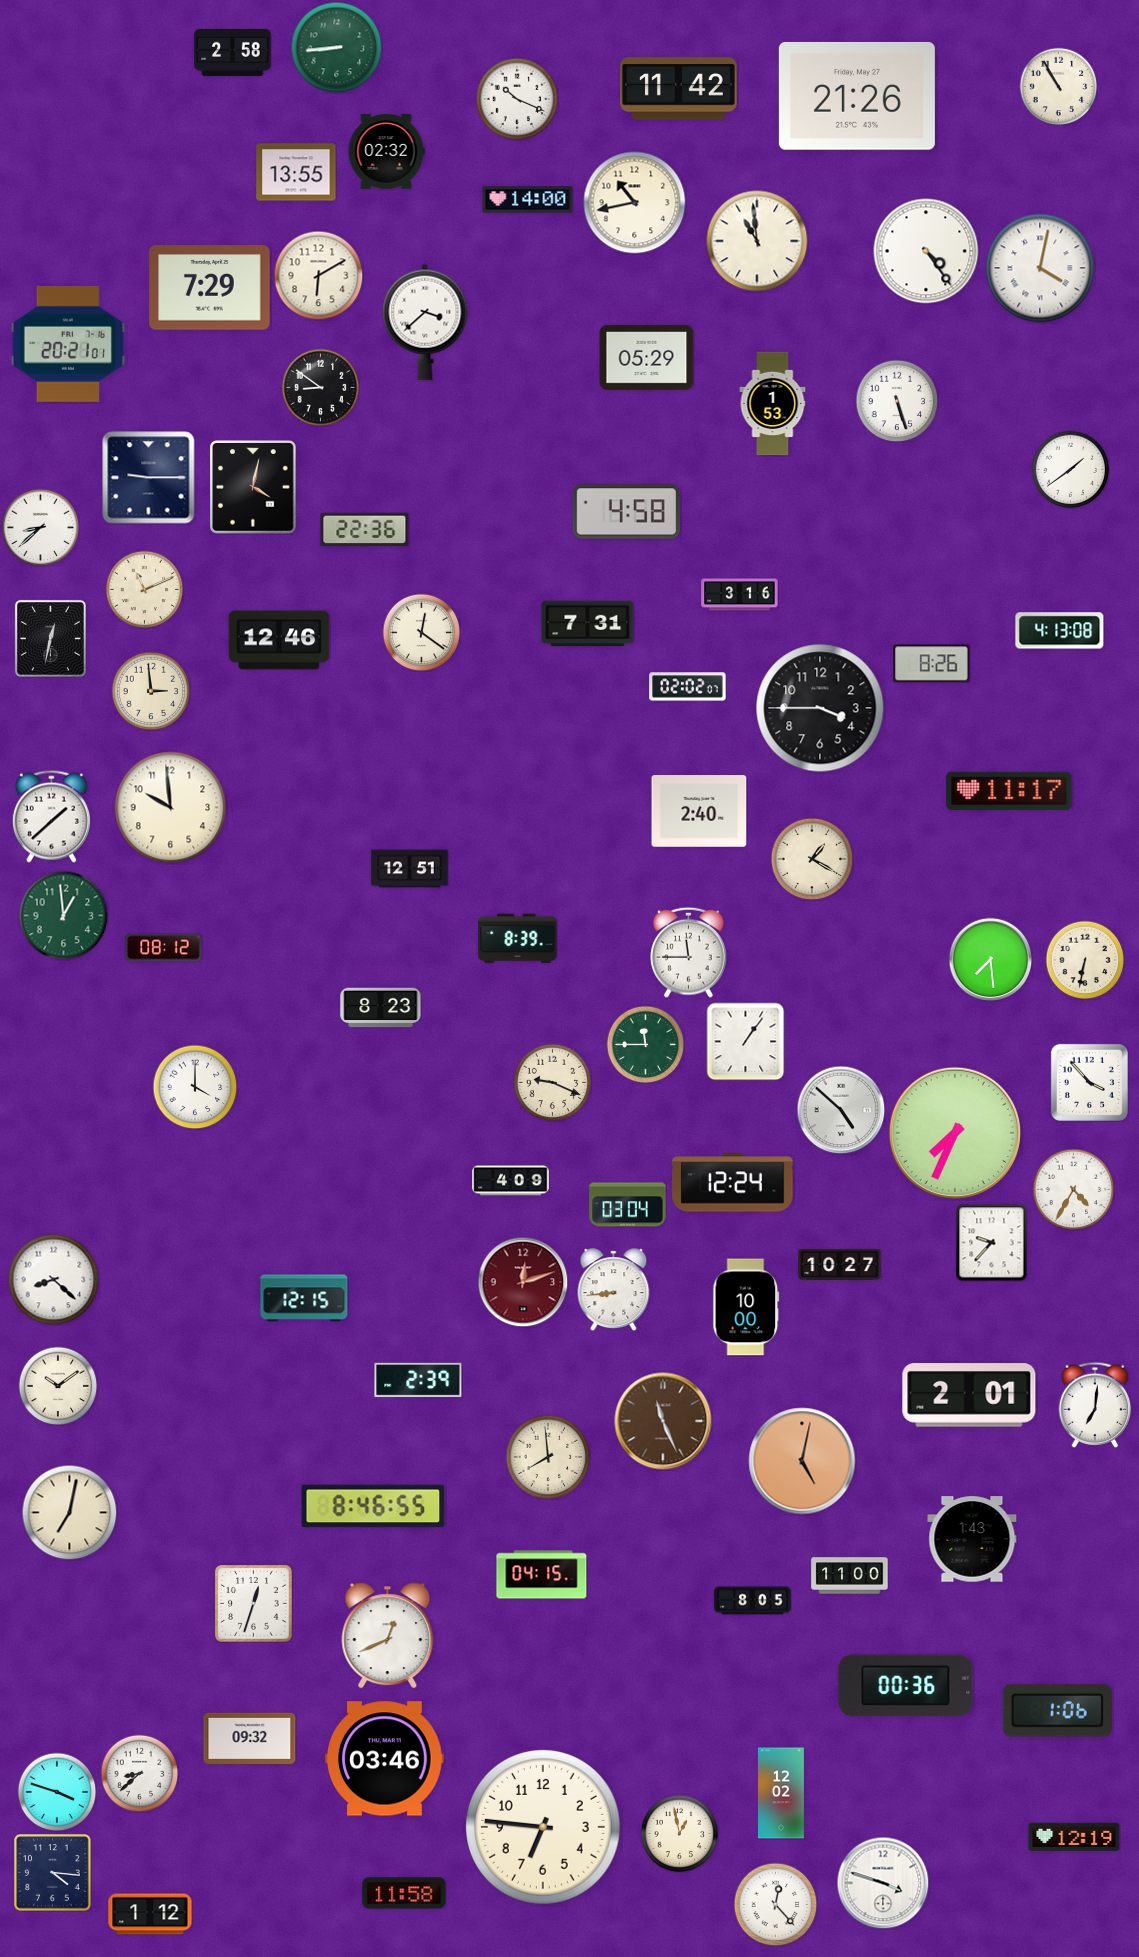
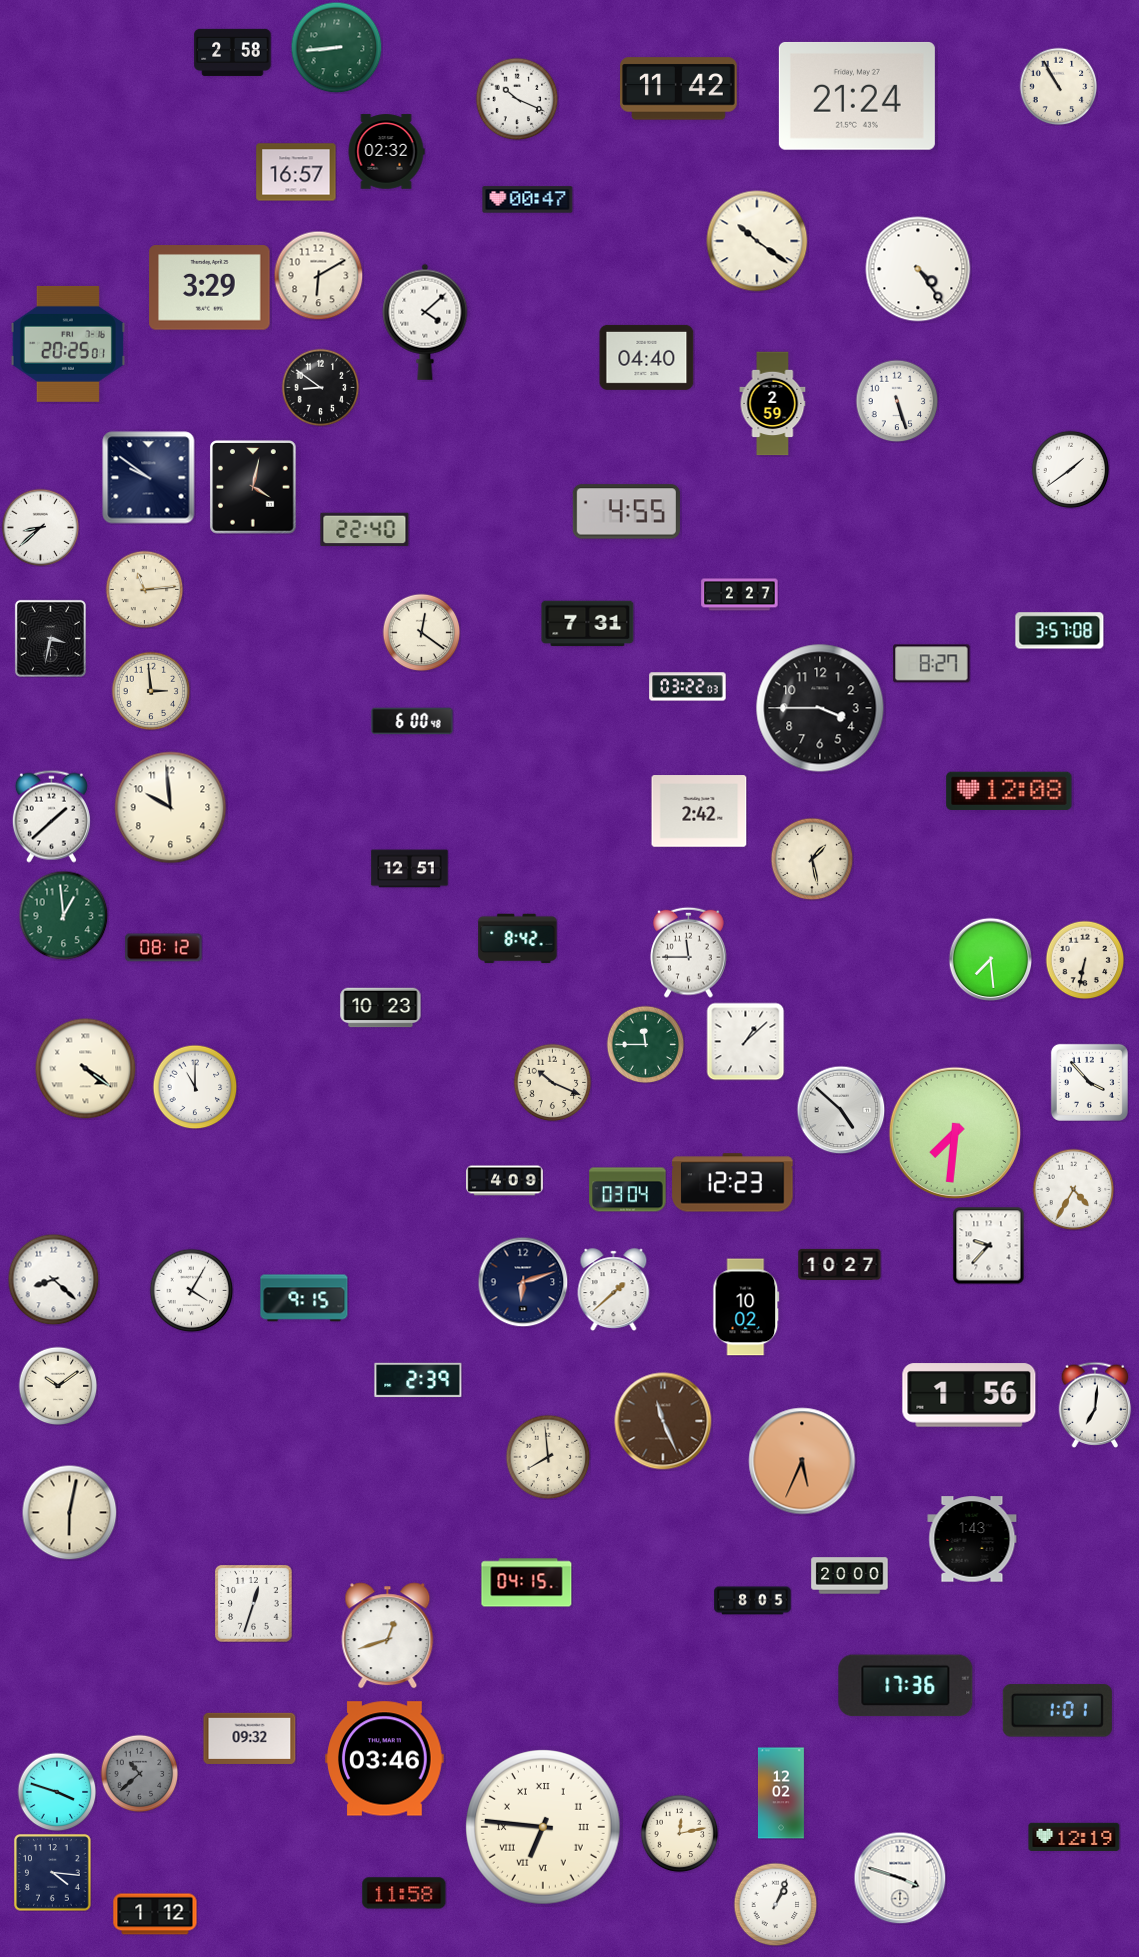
clock at (857, 96): 21:26 -> 21:24
clock at (296, 172): 13:55 -> 16:57
clock at (528, 200): 14:00 -> 00:47
clock at (635, 203): 10:43 -> none
clock at (757, 241): 10:59 -> 10:21
clock at (926, 251) position: (926, 251) -> (918, 269)
clock at (1040, 268): 4:02 -> none
clock at (210, 288): 7:29 -> 3:29
clock at (425, 322): 3:38 -> 4:08
clock at (68, 344): 20:21 -> 20:25
clock at (647, 357): 05:29 -> 04:40
clock at (773, 404): 1:53 -> 2:59
clock at (149, 478): 9:15 -> 9:51
clock at (626, 512): 4:58 -> 4:55
clock at (365, 530): 22:36 -> 22:40
clock at (144, 589): 11:11 -> 11:14
clock at (740, 595): 3:16 -> 2:27
clock at (1060, 631): 4:13 -> 3:57
clock at (50, 638): 12:32 -> 3:32
clock at (279, 640): 12:46 -> none
clock at (932, 664): 8:26 -> 8:27
clock at (688, 687): 02:02 -> 03:22
clock at (412, 721): none -> 6:00
clock at (1009, 790): 11:17 -> 12:08
clock at (699, 811): 2:40 -> 2:42
clock at (812, 859): 1:20 -> 1:28
clock at (518, 939): 8:39 -> 8:42
clock at (381, 1008): 8:23 -> 10:23
clock at (745, 1041): 1:06 -> 1:08
clock at (86, 1069): none -> 4:21
clock at (552, 1082): 9:19 -> 10:19
clock at (195, 1087): 4:00 -> 11:00
clock at (955, 1133): 7:34 -> 7:31
clock at (511, 1181) position: (511, 1181) -> (505, 1181)
clock at (733, 1183): 12:24 -> 12:23
clock at (628, 1205) position: (628, 1205) -> (628, 1190)
clock at (992, 1242) position: (992, 1242) -> (989, 1245)
clock at (523, 1282): 12:12 -> 6:12
clock at (523, 1282) dial: burgundy -> navy
clock at (191, 1290): none -> 4:05
clock at (614, 1290): 8:44 -> 1:38
clock at (304, 1298): 12:15 -> 9:15
clock at (746, 1307): 10:00 -> 10:02
clock at (969, 1395): 2:01 -> 1:56
clock at (802, 1461): 5:02 -> 5:34
clock at (373, 1506): 8:46 -> none
clock at (69, 1512): 7:02 -> 6:02
clock at (542, 1575) position: (542, 1575) -> (527, 1583)
clock at (850, 1576): 11:00 -> 20:00
clock at (388, 1636): 12:41 -> 12:42
clock at (906, 1686): 00:36 -> 17:36
clock at (1057, 1711): 1:06 -> 1:01
clock at (139, 1773): 8:38 -> 10:38
clock at (139, 1773) dial: white -> grey
clock at (544, 1828) numerals: Arabic -> Roman
clock at (679, 1833): 12:58 -> 12:13
clock at (883, 1883) position: (883, 1883) -> (900, 1878)
clock at (775, 1904): 12:23 -> 1:04
clock at (150, 1914) position: (150, 1914) -> (155, 1914)
